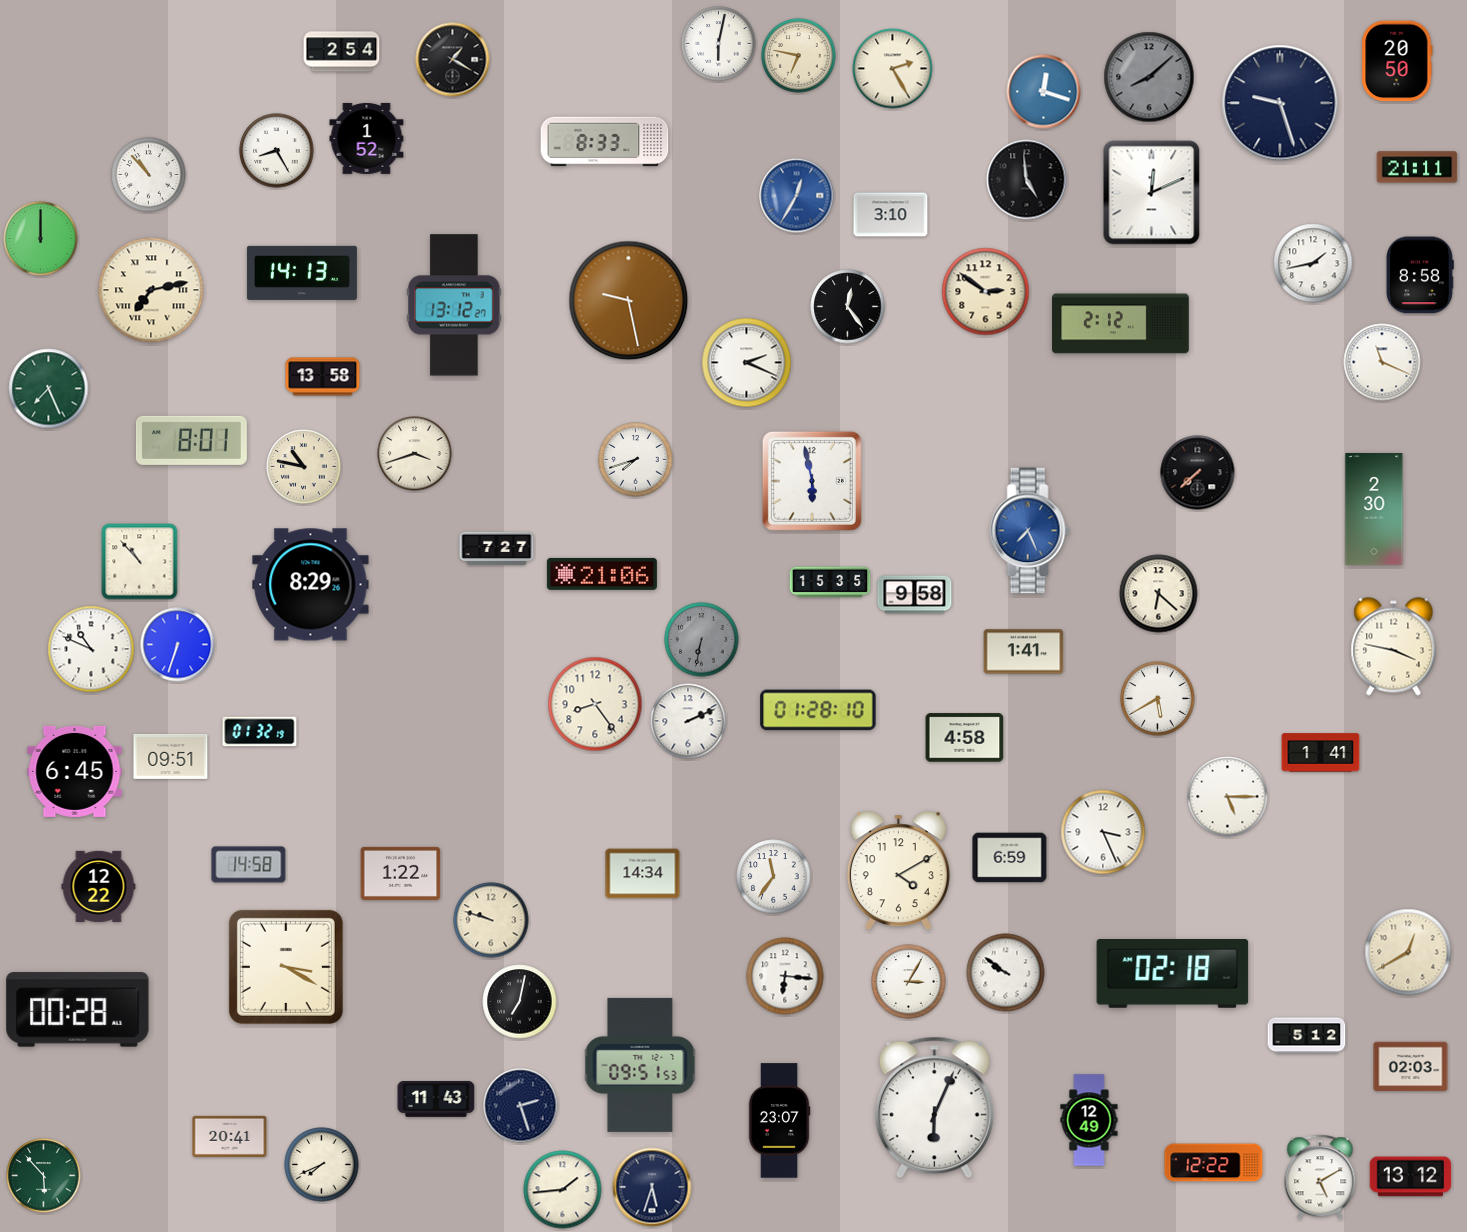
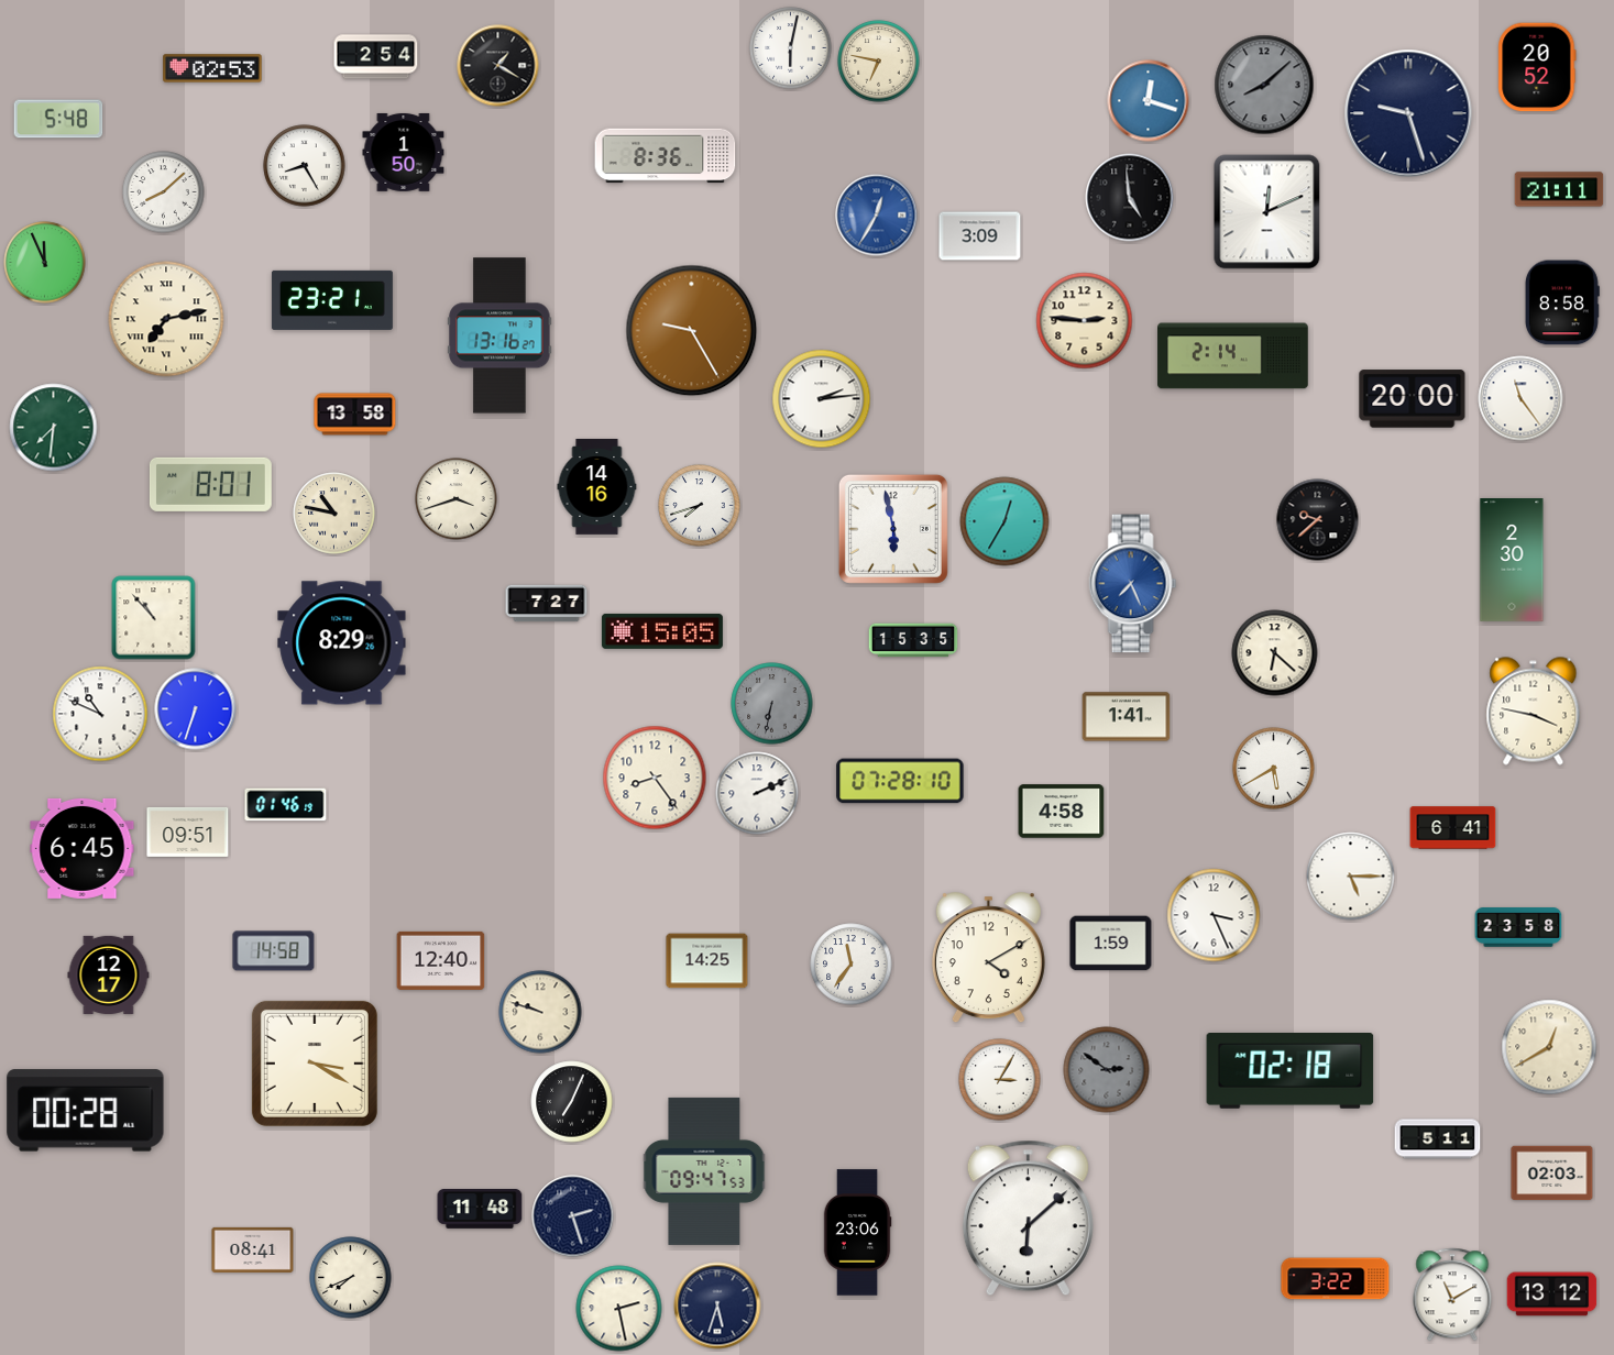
clock at (1397, 61): 20:50 -> 20:52
clock at (212, 68): none -> 02:53
clock at (893, 69): 2:25 -> none
clock at (58, 119): none -> 5:48
clock at (367, 138): 1:52 -> 1:50
clock at (605, 142): 8:33 -> 8:36
clock at (1417, 167) position: (1417, 167) -> (1559, 189)
clock at (149, 175): 10:53 -> 8:08
clock at (891, 215): 3:10 -> 3:09
clock at (41, 239): 12:00 -> 11:56
clock at (1313, 263): 1:43 -> none
clock at (302, 273): 14:13 -> 23:21
clock at (986, 292): 2:51 -> 2:46
clock at (629, 301): 9:28 -> 9:25
clock at (454, 305): 13:12 -> 13:16
clock at (848, 307): 12:24 -> none
clock at (1121, 324): 2:12 -> 2:14
clock at (1382, 362): 11:19 -> 11:24
clock at (747, 363): 2:19 -> 2:14
clock at (1413, 399): none -> 20:00
clock at (49, 389): 7:26 -> 7:31
clock at (597, 487): none -> 14:16
clock at (1198, 473): 7:38 -> 9:38
clock at (1004, 521): none -> 12:35
clock at (602, 574): 21:06 -> 15:05
clock at (915, 595): 9:58 -> none
clock at (595, 704) position: (595, 704) -> (655, 778)
clock at (818, 710): 01:28 -> 07:28
clock at (260, 732): 01:32 -> 01:46
clock at (1321, 753): 1:41 -> 6:41
clock at (1518, 927): none -> 23:58
clock at (1010, 858): 6:59 -> 1:59
clock at (401, 873): 1:22 -> 12:40
clock at (643, 874): 14:34 -> 14:25
clock at (99, 886): 12:22 -> 12:17
clock at (1006, 973): 9:51 -> 2:51
clock at (1006, 973) dial: white -> grey
clock at (785, 976): 6:16 -> none
clock at (520, 1002): 7:02 -> 7:04
clock at (1307, 1036): 5:12 -> 5:11
clock at (640, 1065): 09:51 -> 09:47
clock at (436, 1100): 11:43 -> 11:48
clock at (934, 1108): 6:04 -> 6:08
clock at (1089, 1120): 12:49 -> none
clock at (779, 1121): 23:07 -> 23:06
clock at (230, 1136): 20:41 -> 08:41
clock at (1214, 1163): 12:22 -> 3:22
clock at (322, 1165) position: (322, 1165) -> (351, 1278)
clock at (44, 1176): 5:53 -> none
clock at (1320, 1177): 5:10 -> 11:10
clock at (563, 1190): 1:44 -> 2:28
